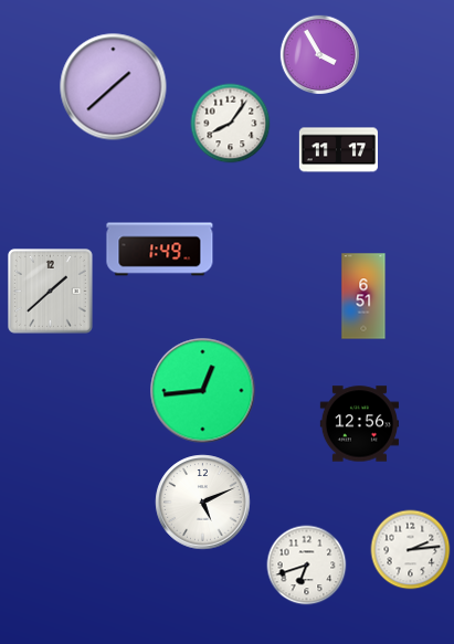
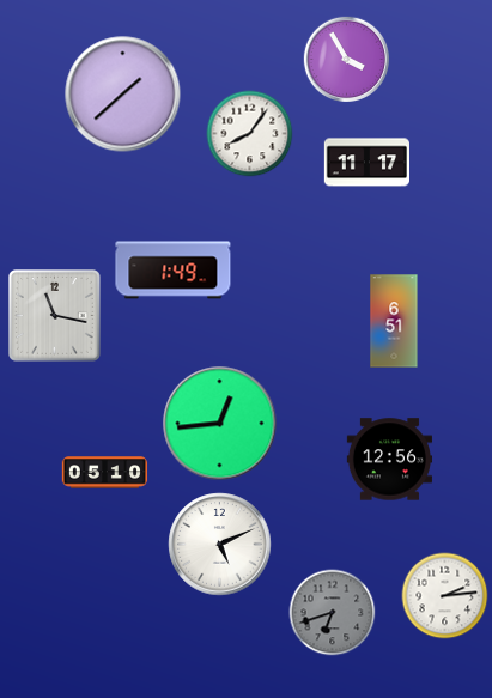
clock at (51, 292): 1:38 -> 11:17
clock at (105, 473): none -> 05:10
clock at (307, 566) dial: white -> grey
